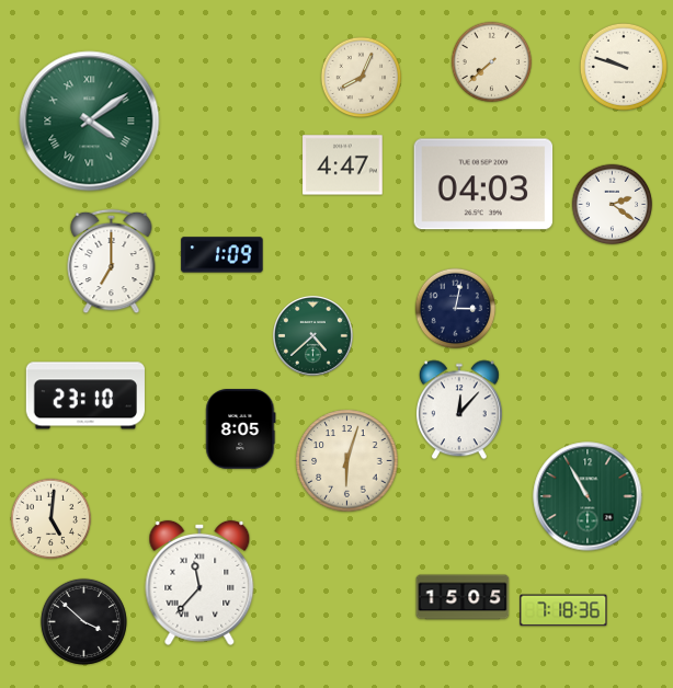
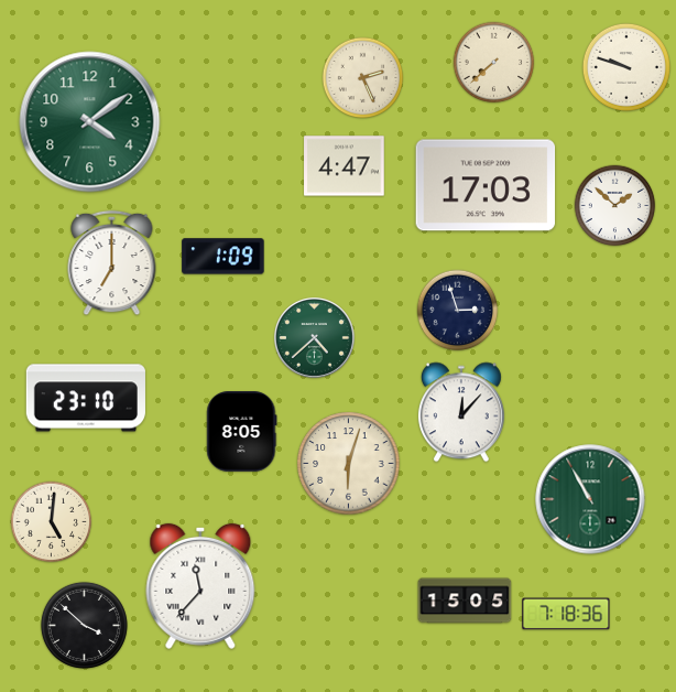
clock at (362, 78): 8:04 -> 2:26
clock at (90, 122) numerals: Roman -> Arabic
clock at (483, 184): 04:03 -> 17:03
clock at (613, 205): 2:21 -> 1:52
clock at (456, 309): 3:02 -> 2:57
